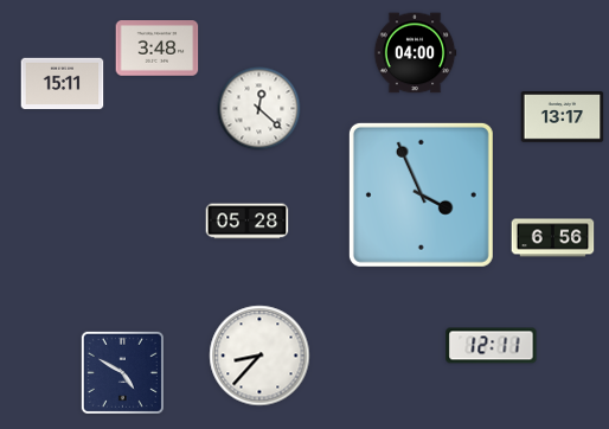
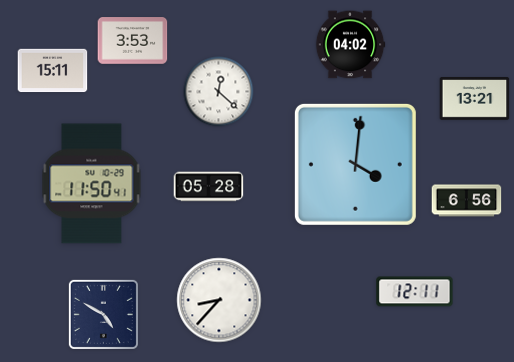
clock at (158, 49): 3:48 -> 3:53
clock at (415, 53): 04:00 -> 04:02
clock at (563, 117): 13:17 -> 13:21
clock at (421, 194): 3:56 -> 4:01
clock at (92, 184): none -> 11:50
